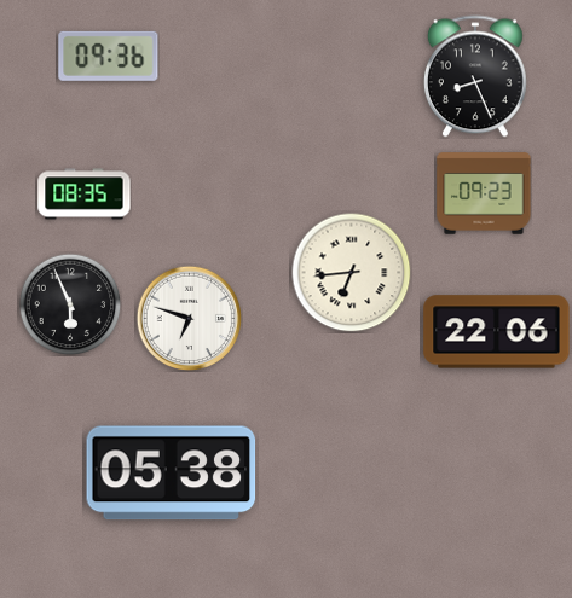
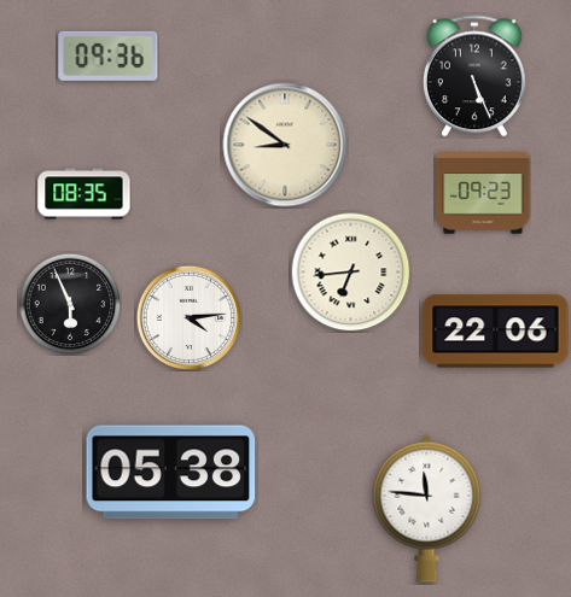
clock at (475, 76): 8:26 -> 5:26
clock at (285, 145): none -> 8:51
clock at (189, 318): 6:48 -> 4:14
clock at (427, 508): none -> 11:46
